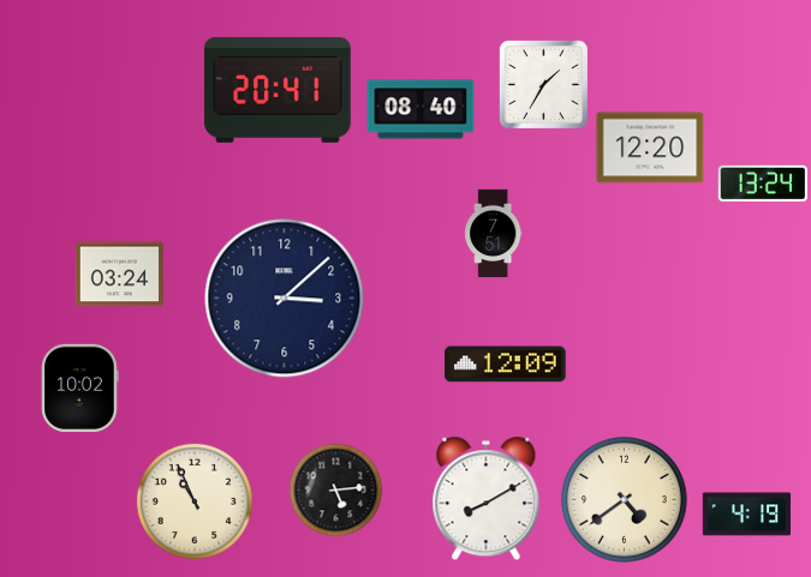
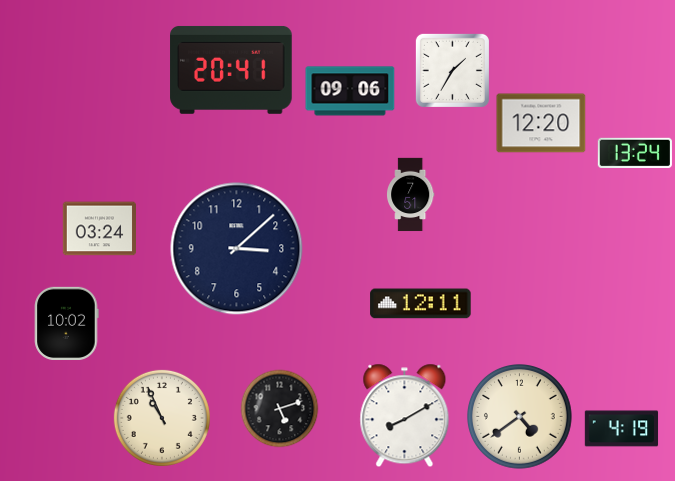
clock at (278, 90) position: (278, 90) -> (231, 70)
clock at (421, 109): 08:40 -> 09:06
clock at (506, 365): 12:09 -> 12:11
clock at (336, 491): 5:14 -> 5:12
